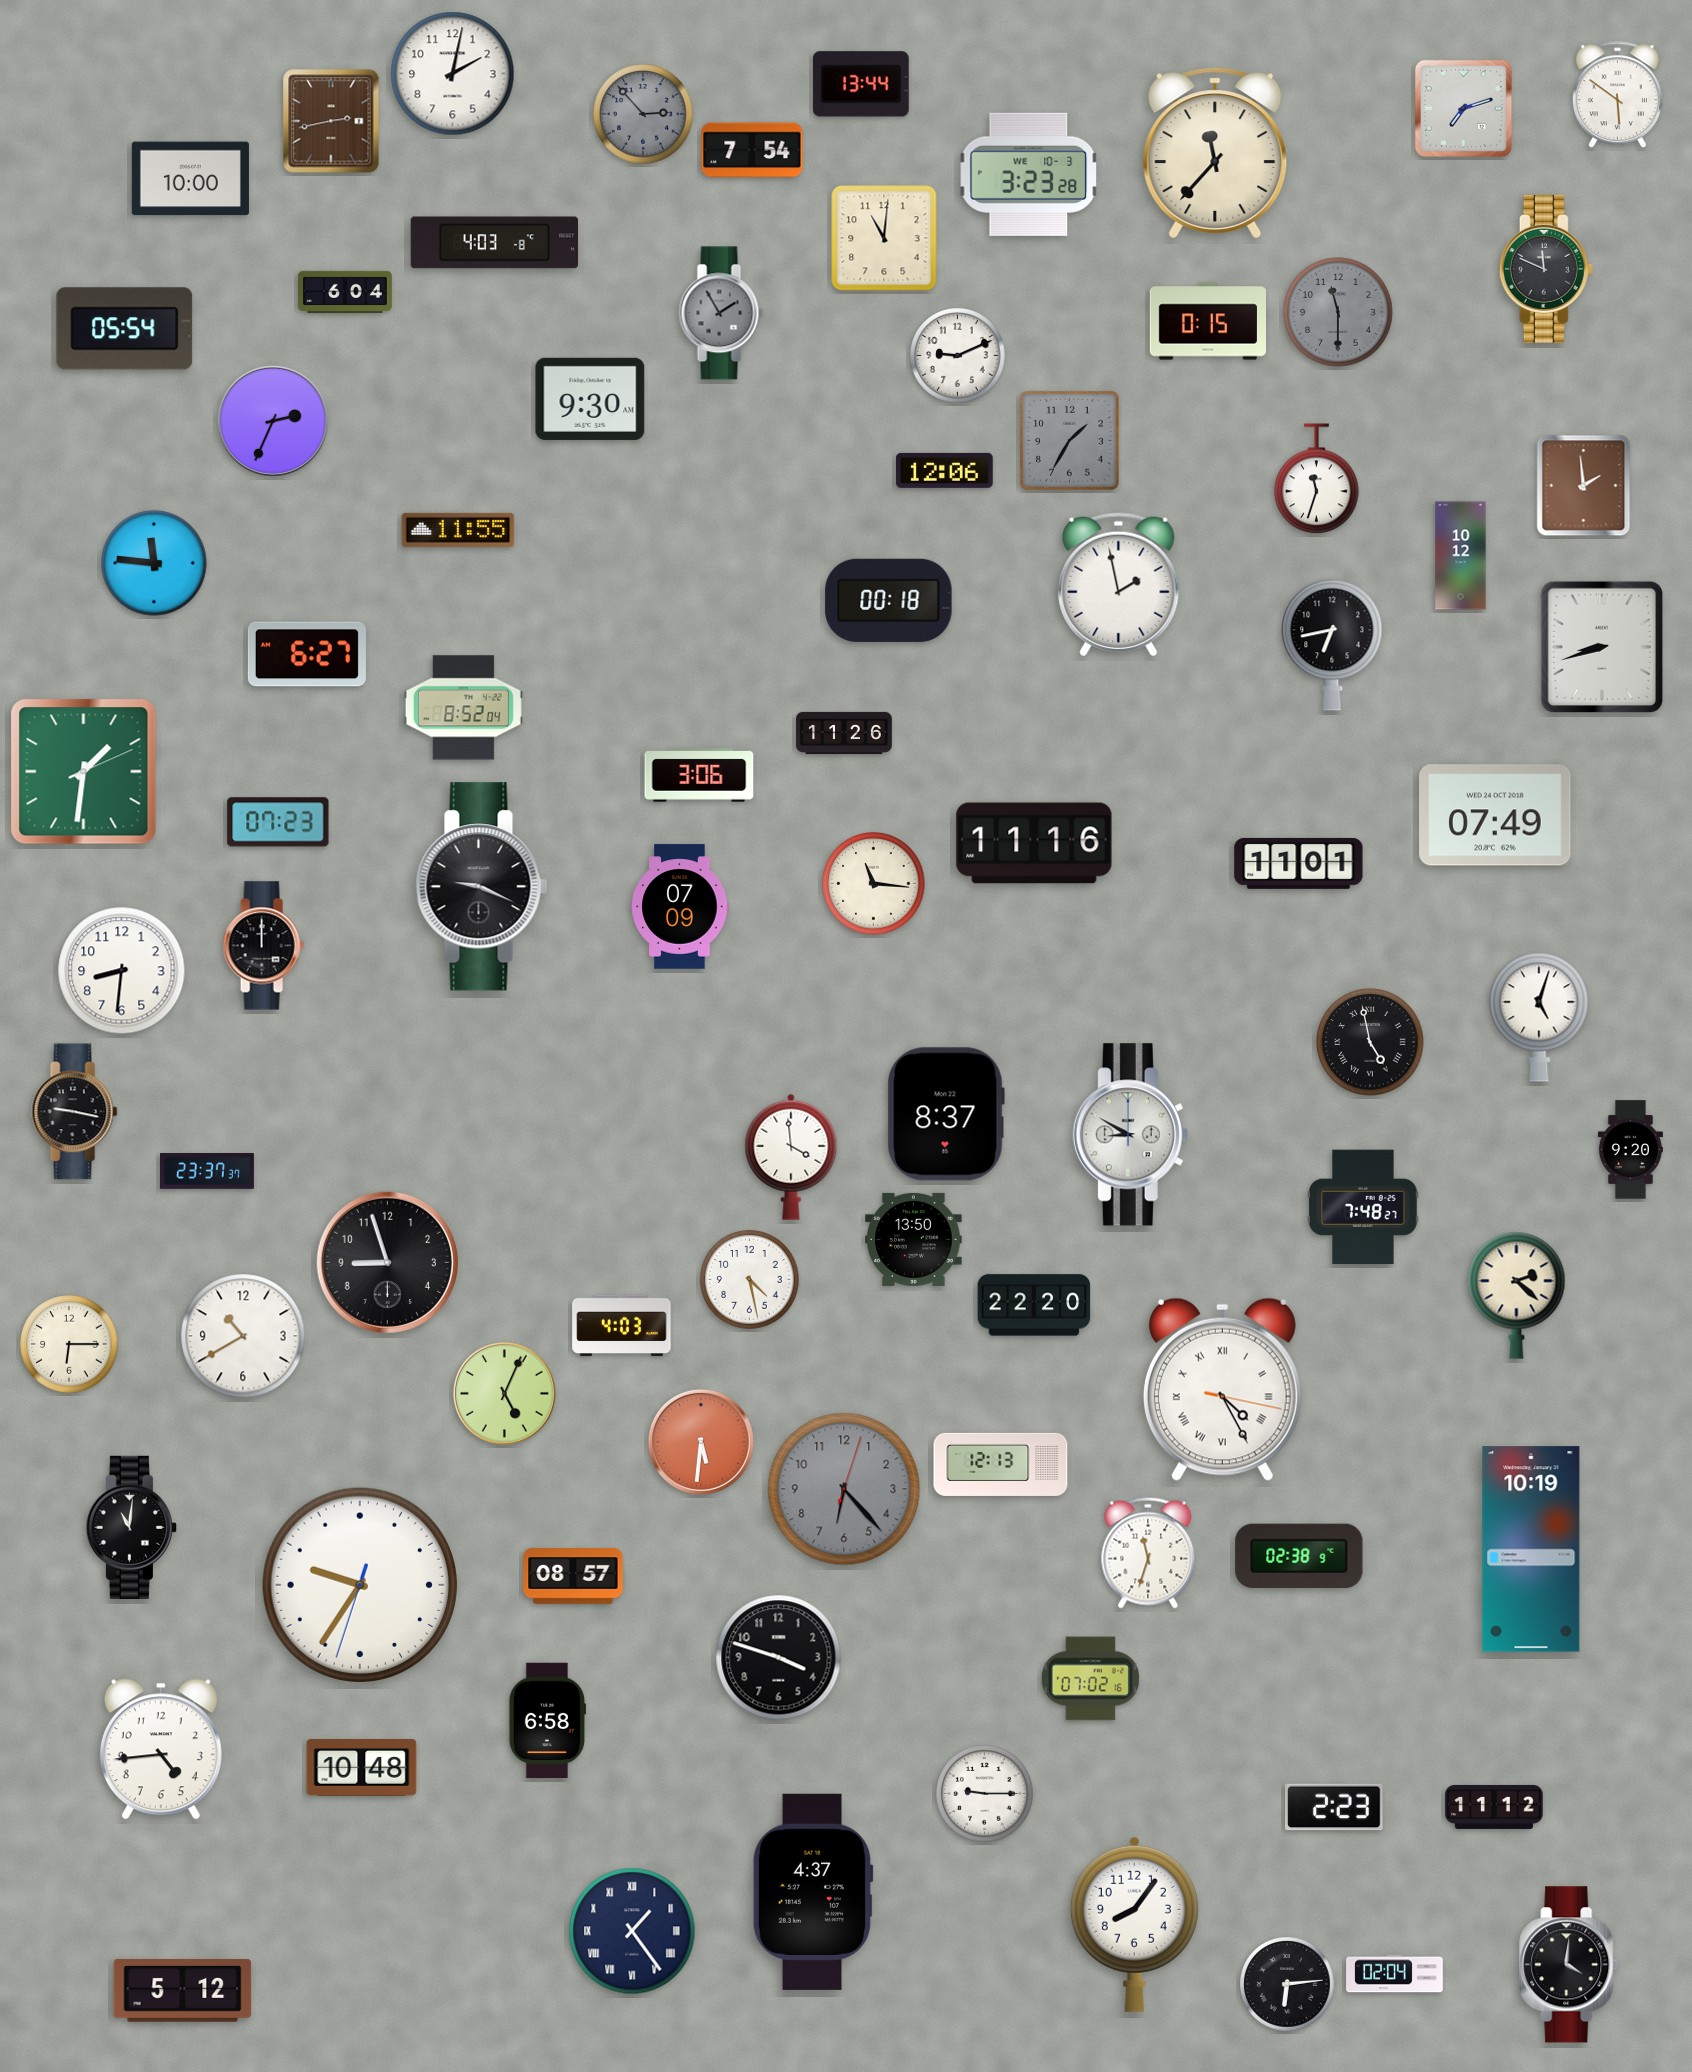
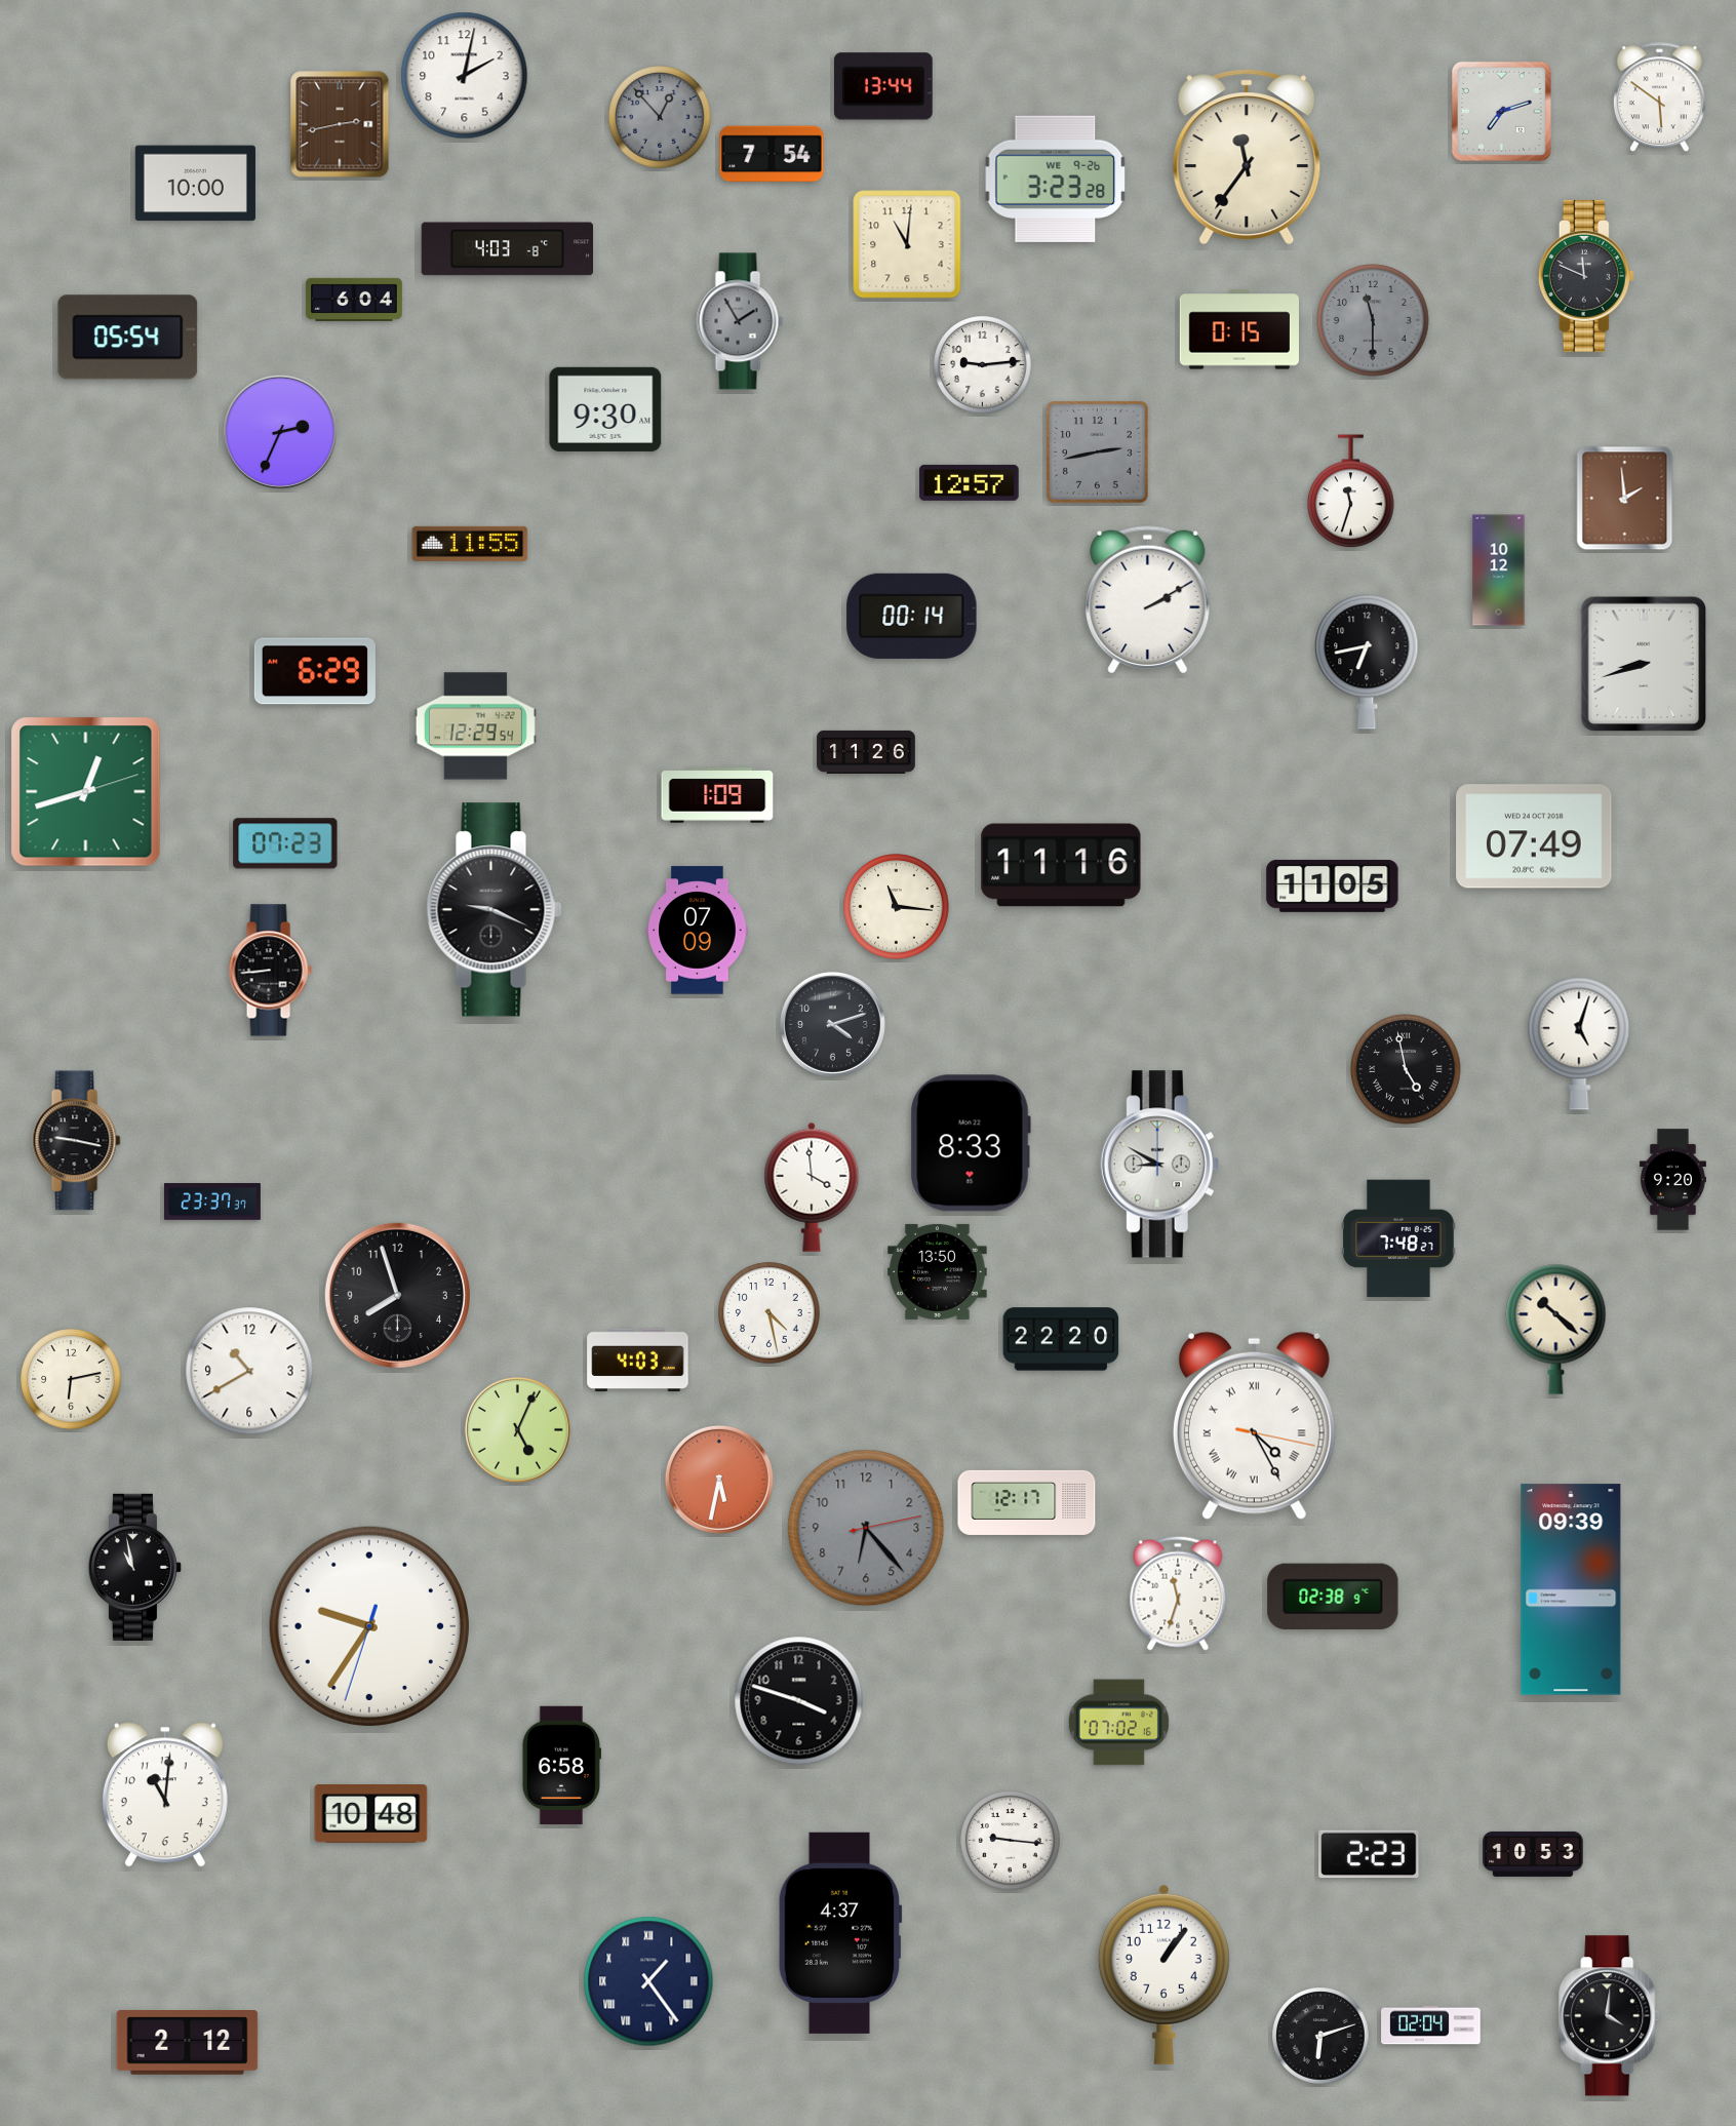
clock at (643, 114): 2:53 -> 12:53
clock at (1215, 153): 11:37 -> 11:36
clock at (1029, 174) date: WE 10-3 -> WE 9-26
clock at (958, 356): 9:11 -> 9:14
clock at (1069, 440): 1:35 -> 2:43
clock at (945, 470): 12:06 -> 12:57
clock at (154, 563): 11:46 -> none
clock at (1119, 585): 1:58 -> 2:10
clock at (889, 600): 00:18 -> 00:14
clock at (307, 654): 6:27 -> 6:29
clock at (463, 708): 8:52 -> 12:29
clock at (84, 772): 1:31 -> 12:42
clock at (699, 775): 3:06 -> 1:09
clock at (1299, 863): 11:01 -> 11:05
clock at (263, 946): 12:00 -> 8:44
clock at (122, 971): 8:31 -> none
clock at (832, 1024): none -> 4:12
clock at (946, 1114): 8:37 -> 8:33
clock at (387, 1262): 8:57 -> 7:57
clock at (1517, 1295): 2:22 -> 10:22
clock at (69, 1344): 6:15 -> 6:13
clock at (701, 1442): 5:31 -> 5:32
clock at (1001, 1464): 12:13 -> 12:17
clock at (844, 1489): 6:23:03 -> 6:23:13
clock at (131, 1527): 11:01 -> 10:58
clock at (1531, 1549): 10:19 -> 09:39
clock at (573, 1576): 08:57 -> none
clock at (161, 1749): 4:44 -> 11:01
clock at (985, 1794): 9:15 -> 9:16
clock at (1494, 1807): 11:12 -> 10:53
clock at (813, 1892) position: (813, 1892) -> (840, 1933)
clock at (1134, 1924): 8:06 -> 1:06
clock at (1287, 1984): 6:14 -> 6:12
clock at (183, 1991): 5:12 -> 2:12
